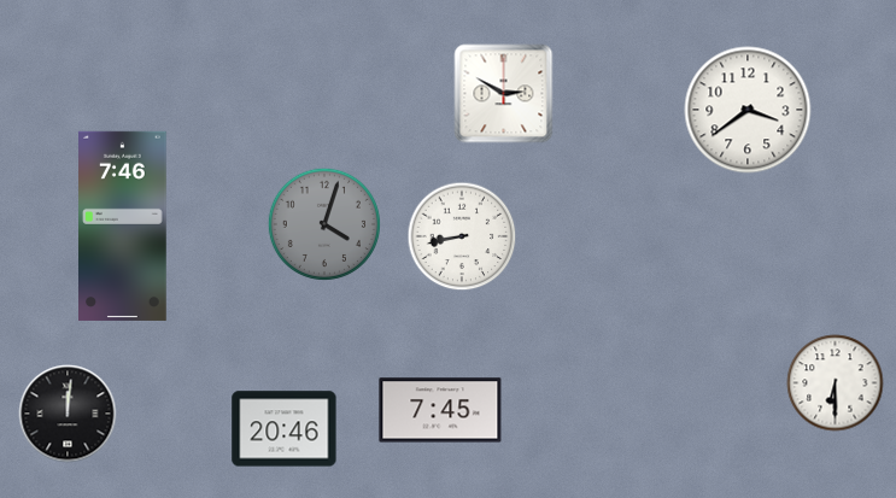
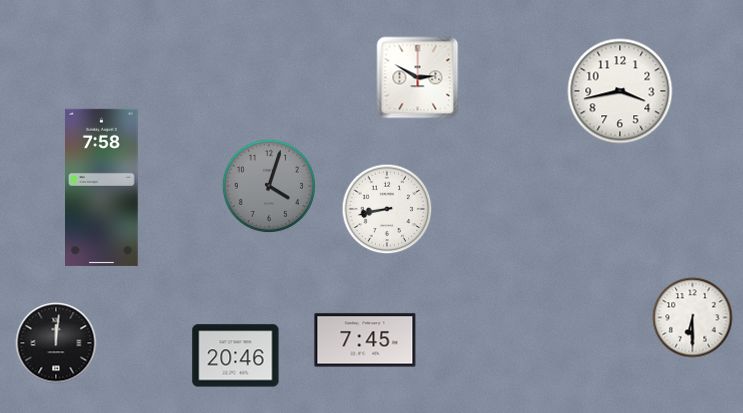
clock at (748, 110): 3:39 -> 3:43
clock at (123, 225): 7:46 -> 7:58
clock at (462, 236) position: (462, 236) -> (387, 209)
